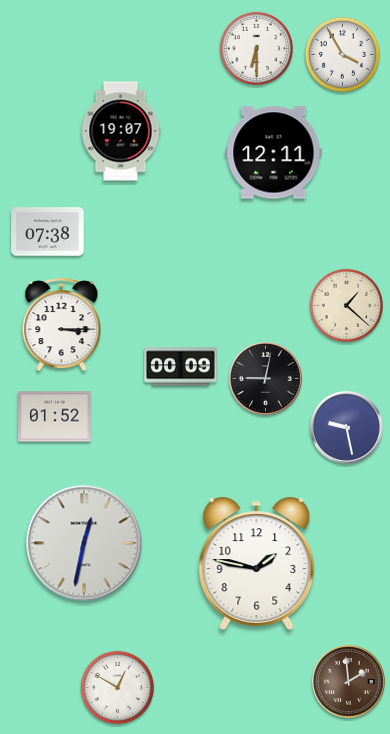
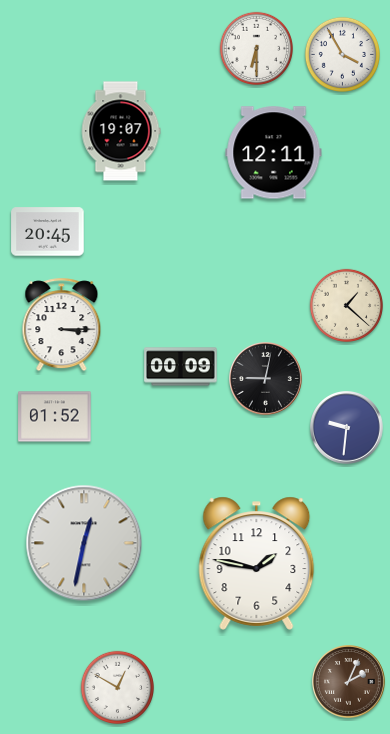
clock at (48, 232): 07:38 -> 20:45
clock at (347, 428): 9:28 -> 9:31
clock at (349, 682): 1:59 -> 2:04
